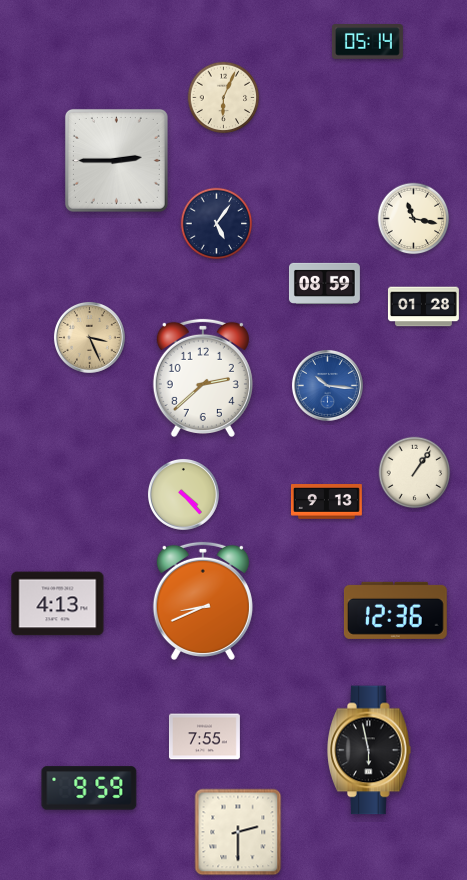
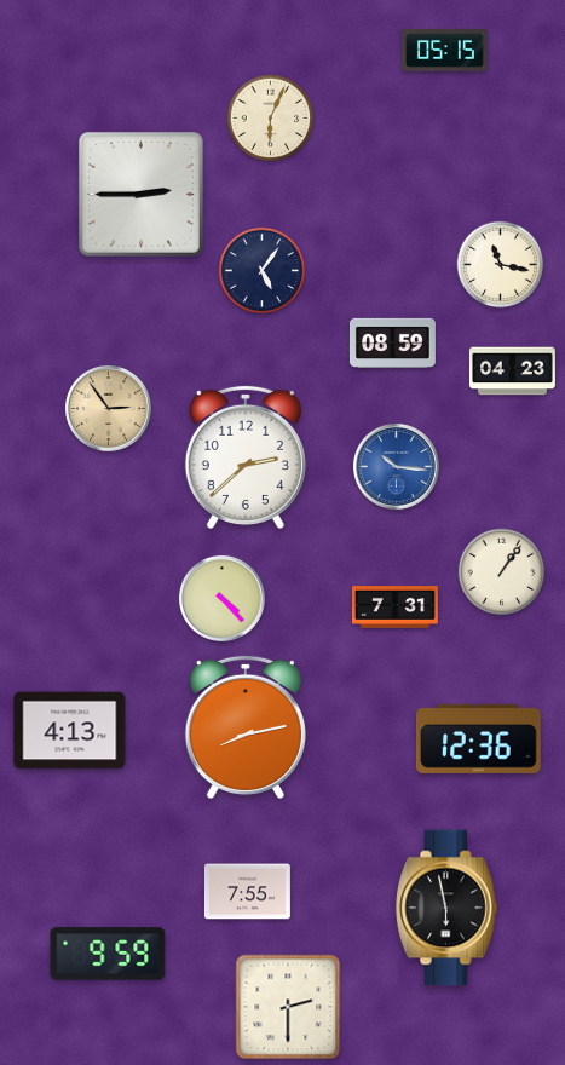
clock at (367, 42): 05:14 -> 05:15
clock at (423, 307): 01:28 -> 04:23
clock at (89, 337): 3:26 -> 2:54
clock at (326, 502): 9:13 -> 7:31
clock at (203, 601): 8:41 -> 8:13
